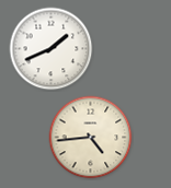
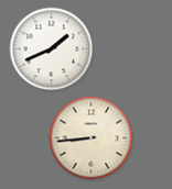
clock at (91, 138): 4:44 -> 8:44
